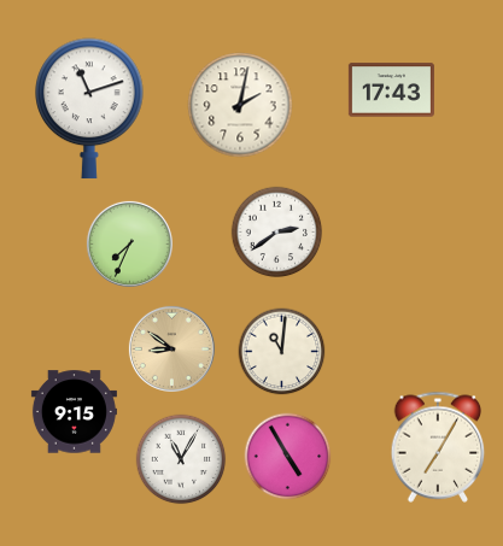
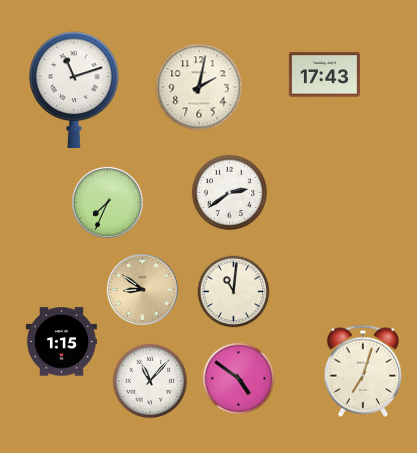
clock at (74, 412): 9:15 -> 1:15
clock at (438, 447): 7:05 -> 7:03
clock at (288, 457): 4:55 -> 4:51
clock at (181, 459): 11:05 -> 11:07
